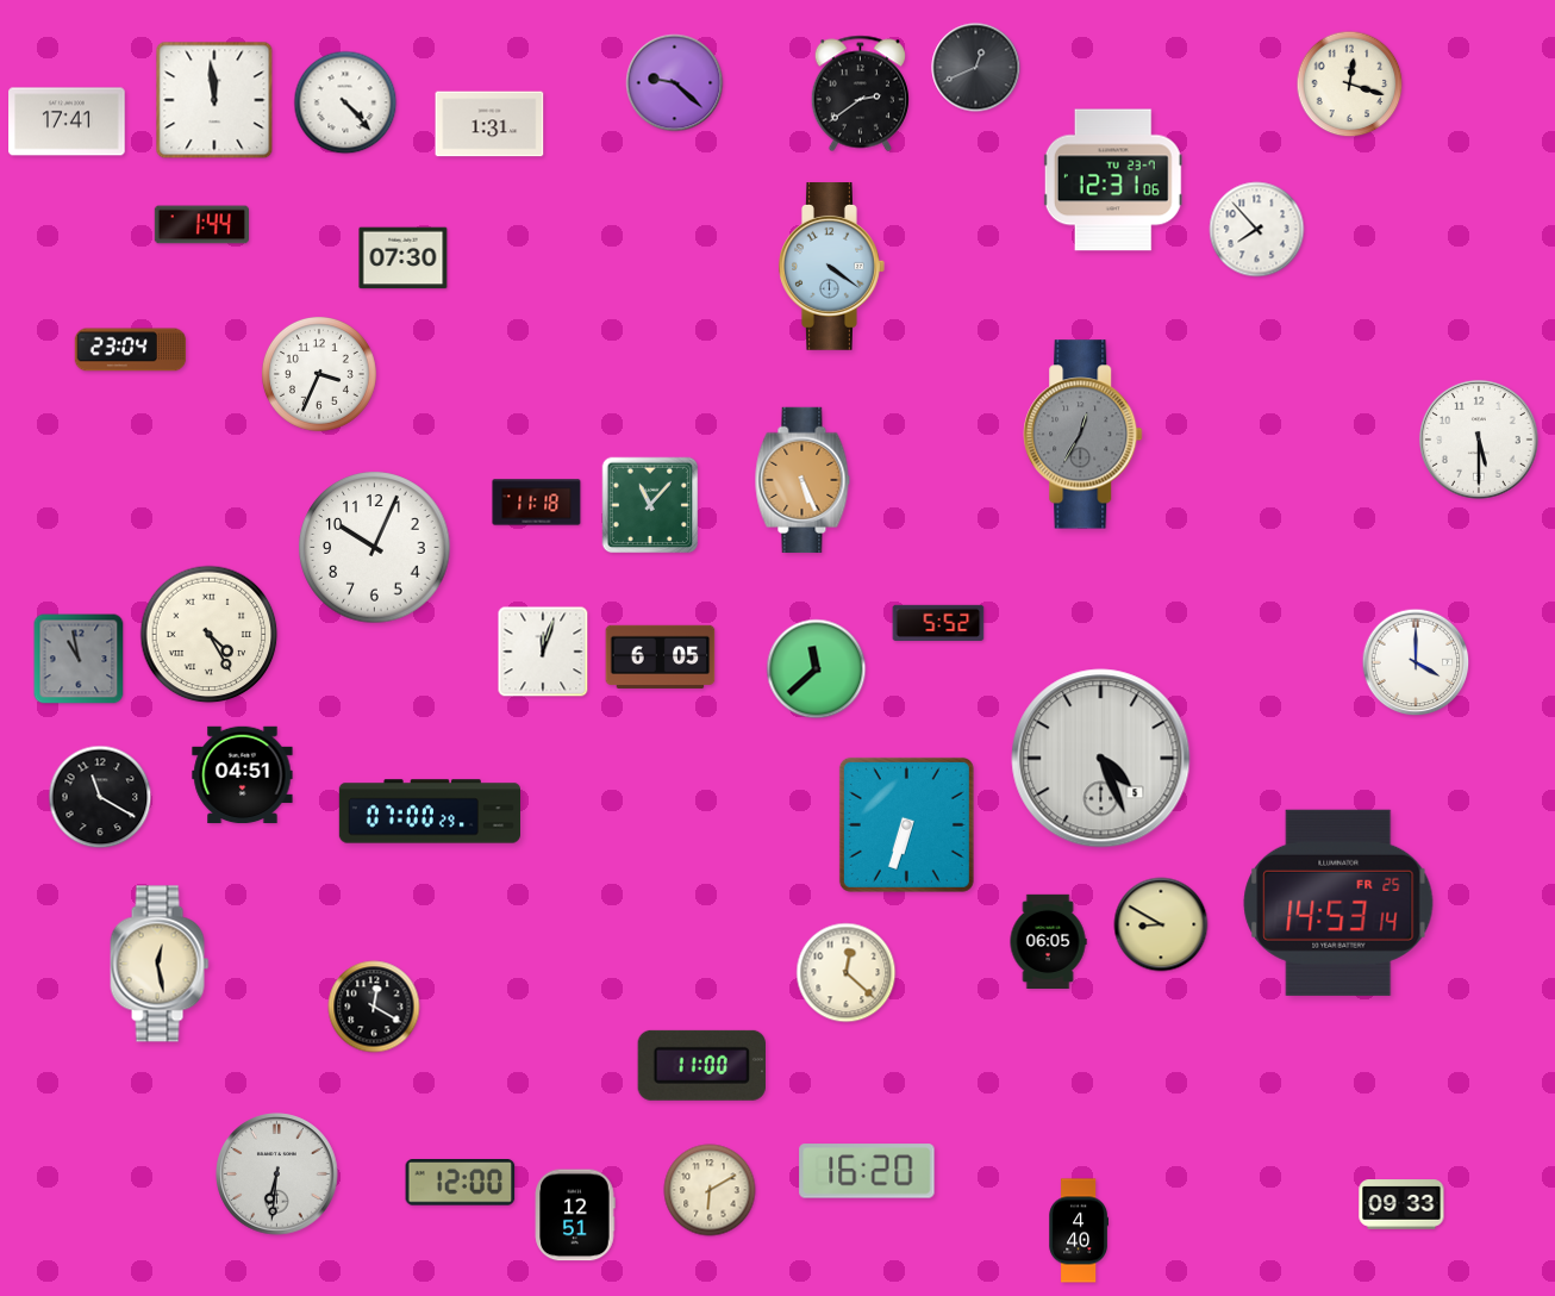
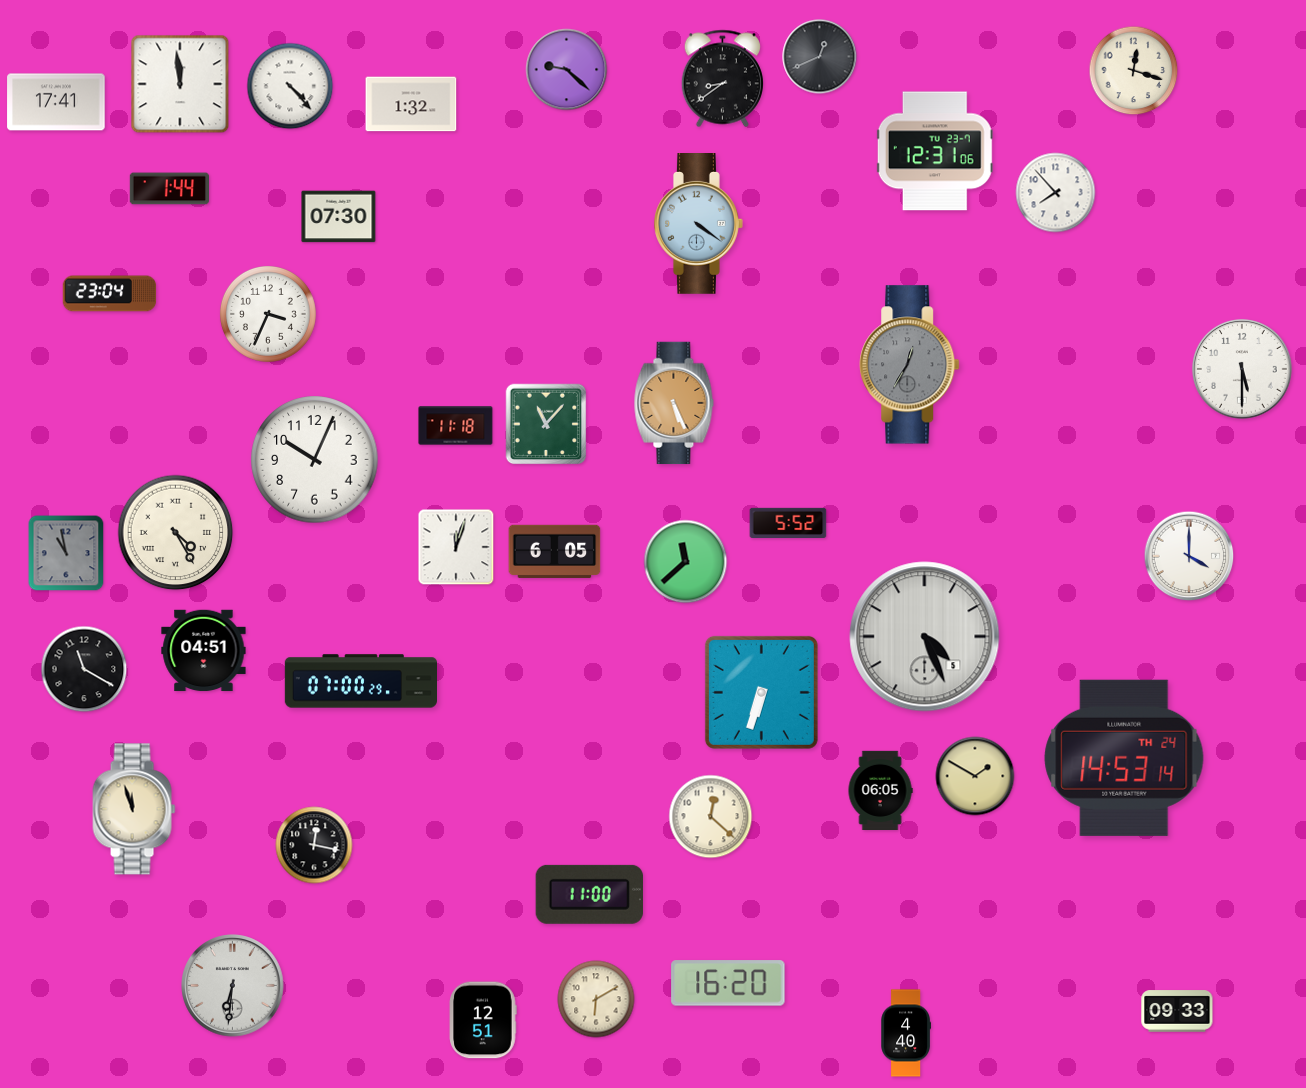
clock at (860, 94): 2:39 -> 8:39
clock at (489, 124): 1:31 -> 1:32
clock at (537, 503) position: (537, 503) -> (456, 426)
clock at (1338, 903) date: FR 25 -> TH 24
clock at (1161, 924): 8:50 -> 1:50
clock at (160, 964): 12:28 -> 11:57
clock at (374, 1007): 12:20 -> 12:17
clock at (461, 1183): 12:00 -> none
